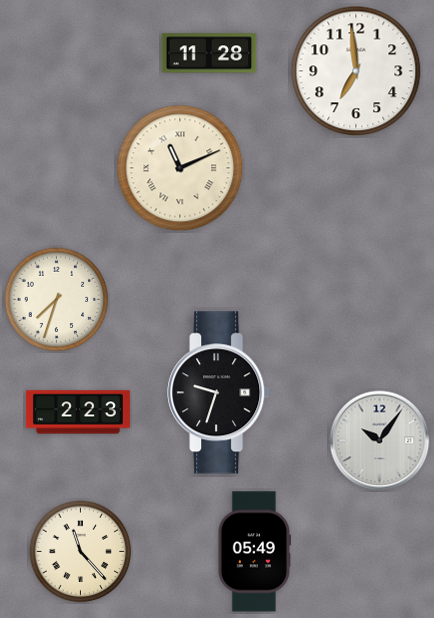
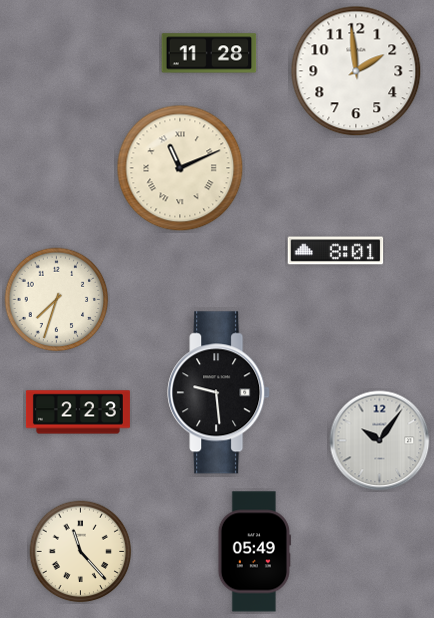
clock at (356, 71): 6:59 -> 1:59
clock at (336, 251): none -> 8:01
clock at (219, 393): 9:33 -> 9:29
